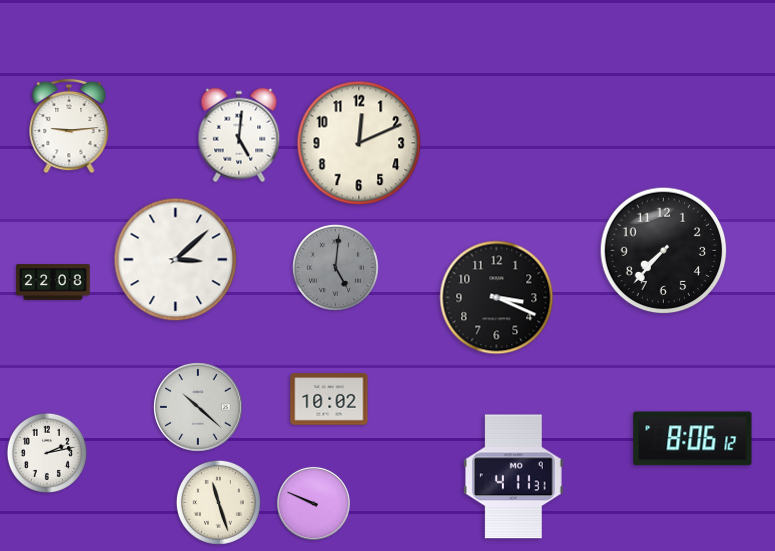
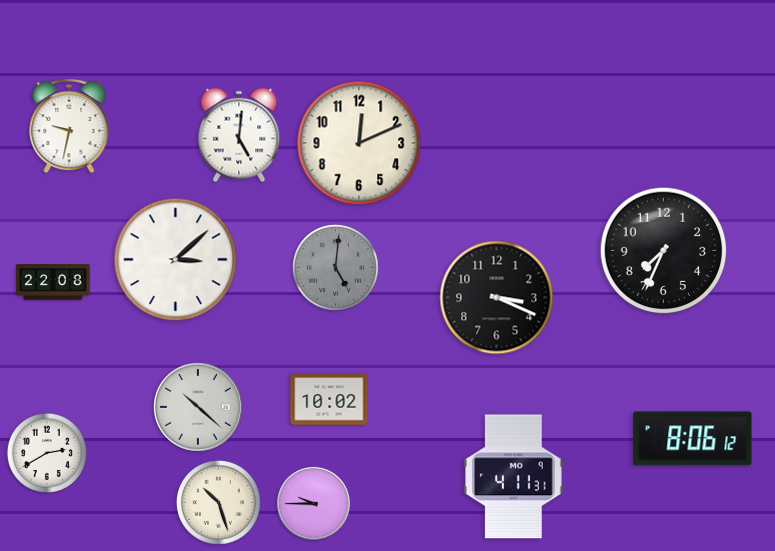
clock at (69, 126): 9:14 -> 9:32
clock at (664, 251): 7:37 -> 7:34
clock at (47, 453): 2:13 -> 2:40
clock at (218, 502): 11:27 -> 10:27
clock at (313, 503): 9:49 -> 9:45
